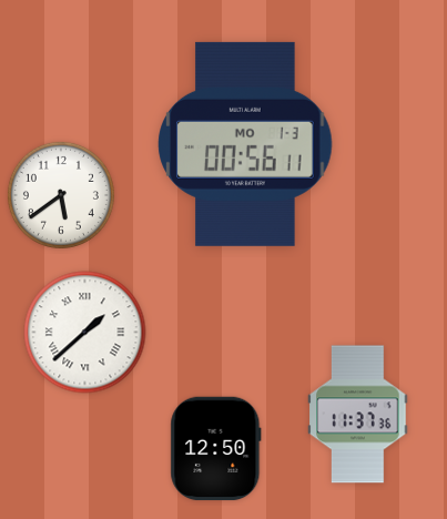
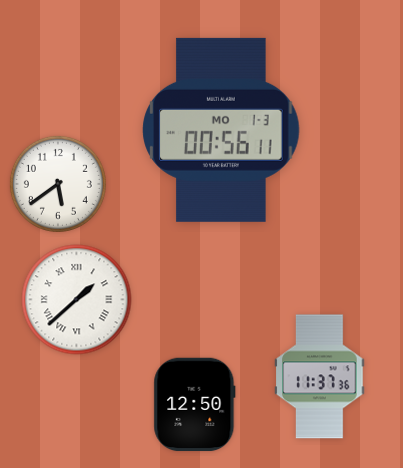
clock at (61, 195) position: (61, 195) -> (58, 184)
clock at (358, 415) position: (358, 415) -> (320, 377)
